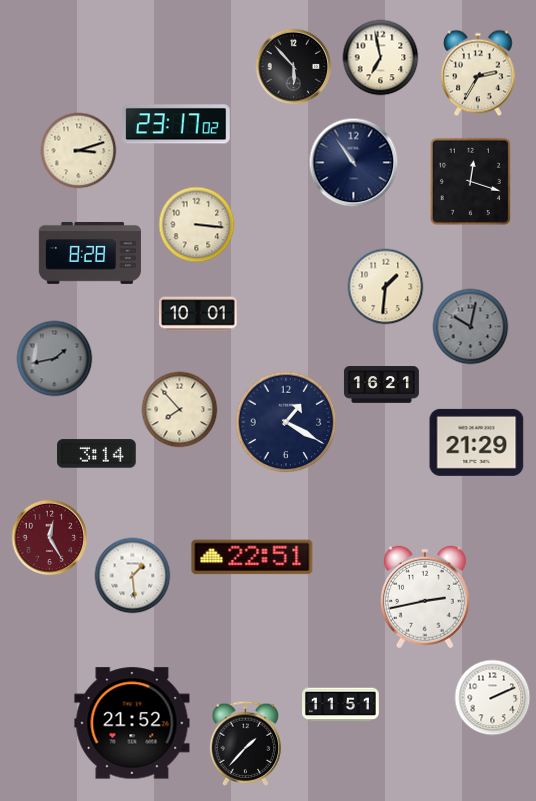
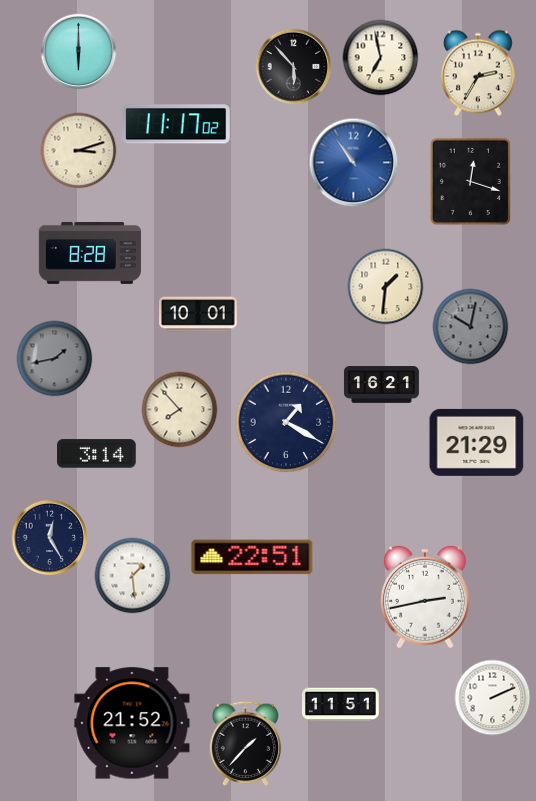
clock at (79, 52): none -> 6:00
clock at (177, 124): 23:17 -> 11:17
clock at (354, 163) dial: navy -> blue
clock at (197, 225): 3:16 -> none
clock at (50, 538) dial: burgundy -> navy
